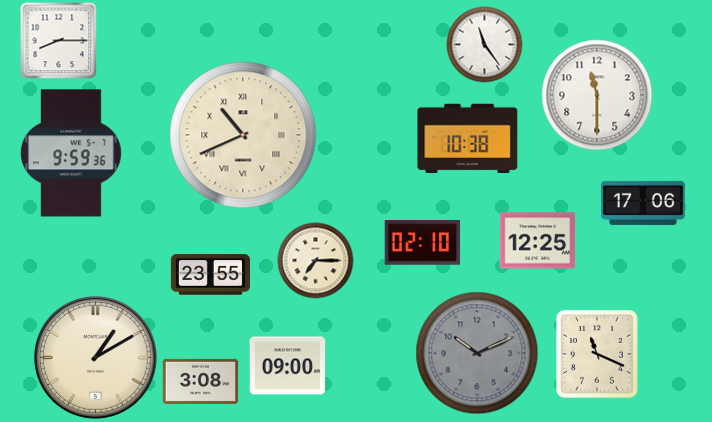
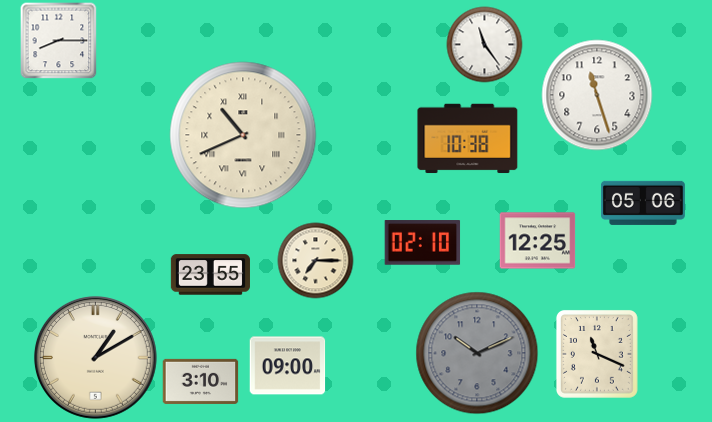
clock at (597, 95): 11:30 -> 11:27
clock at (71, 153): 9:59 -> none
clock at (644, 203): 17:06 -> 05:06
clock at (201, 381): 3:08 -> 3:10
